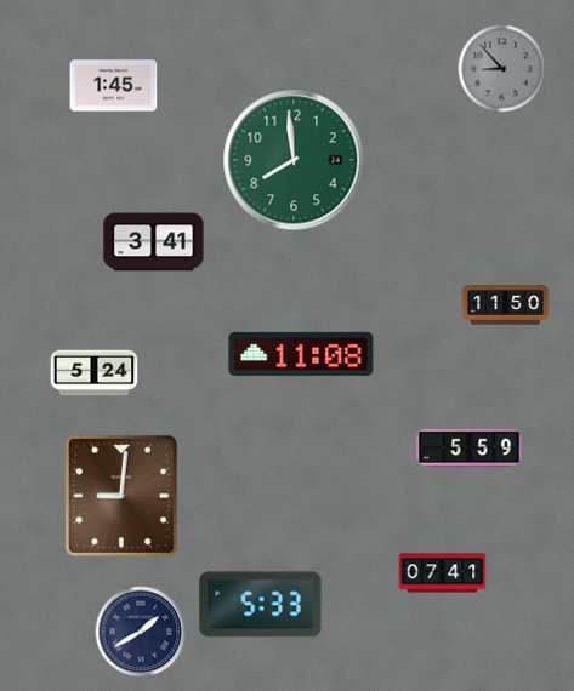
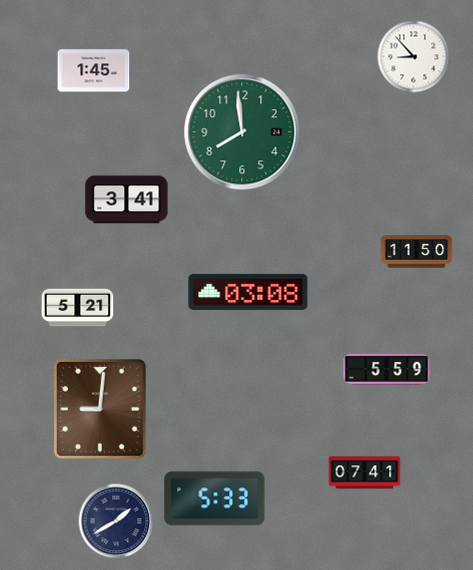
clock at (502, 69) dial: grey -> white
clock at (301, 354): 11:08 -> 03:08
clock at (95, 373): 5:24 -> 5:21
